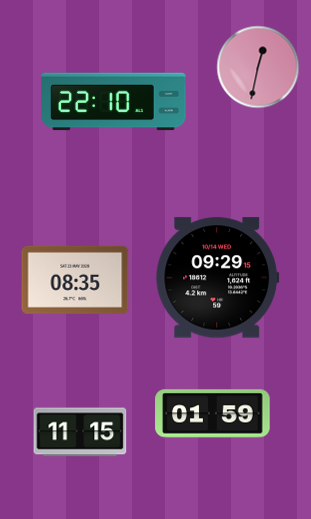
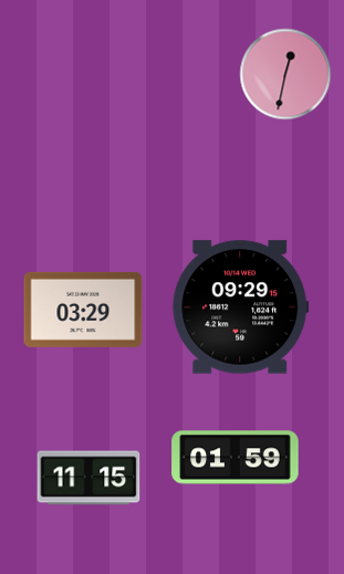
clock at (114, 102): 22:10 -> none
clock at (75, 280): 08:35 -> 03:29
